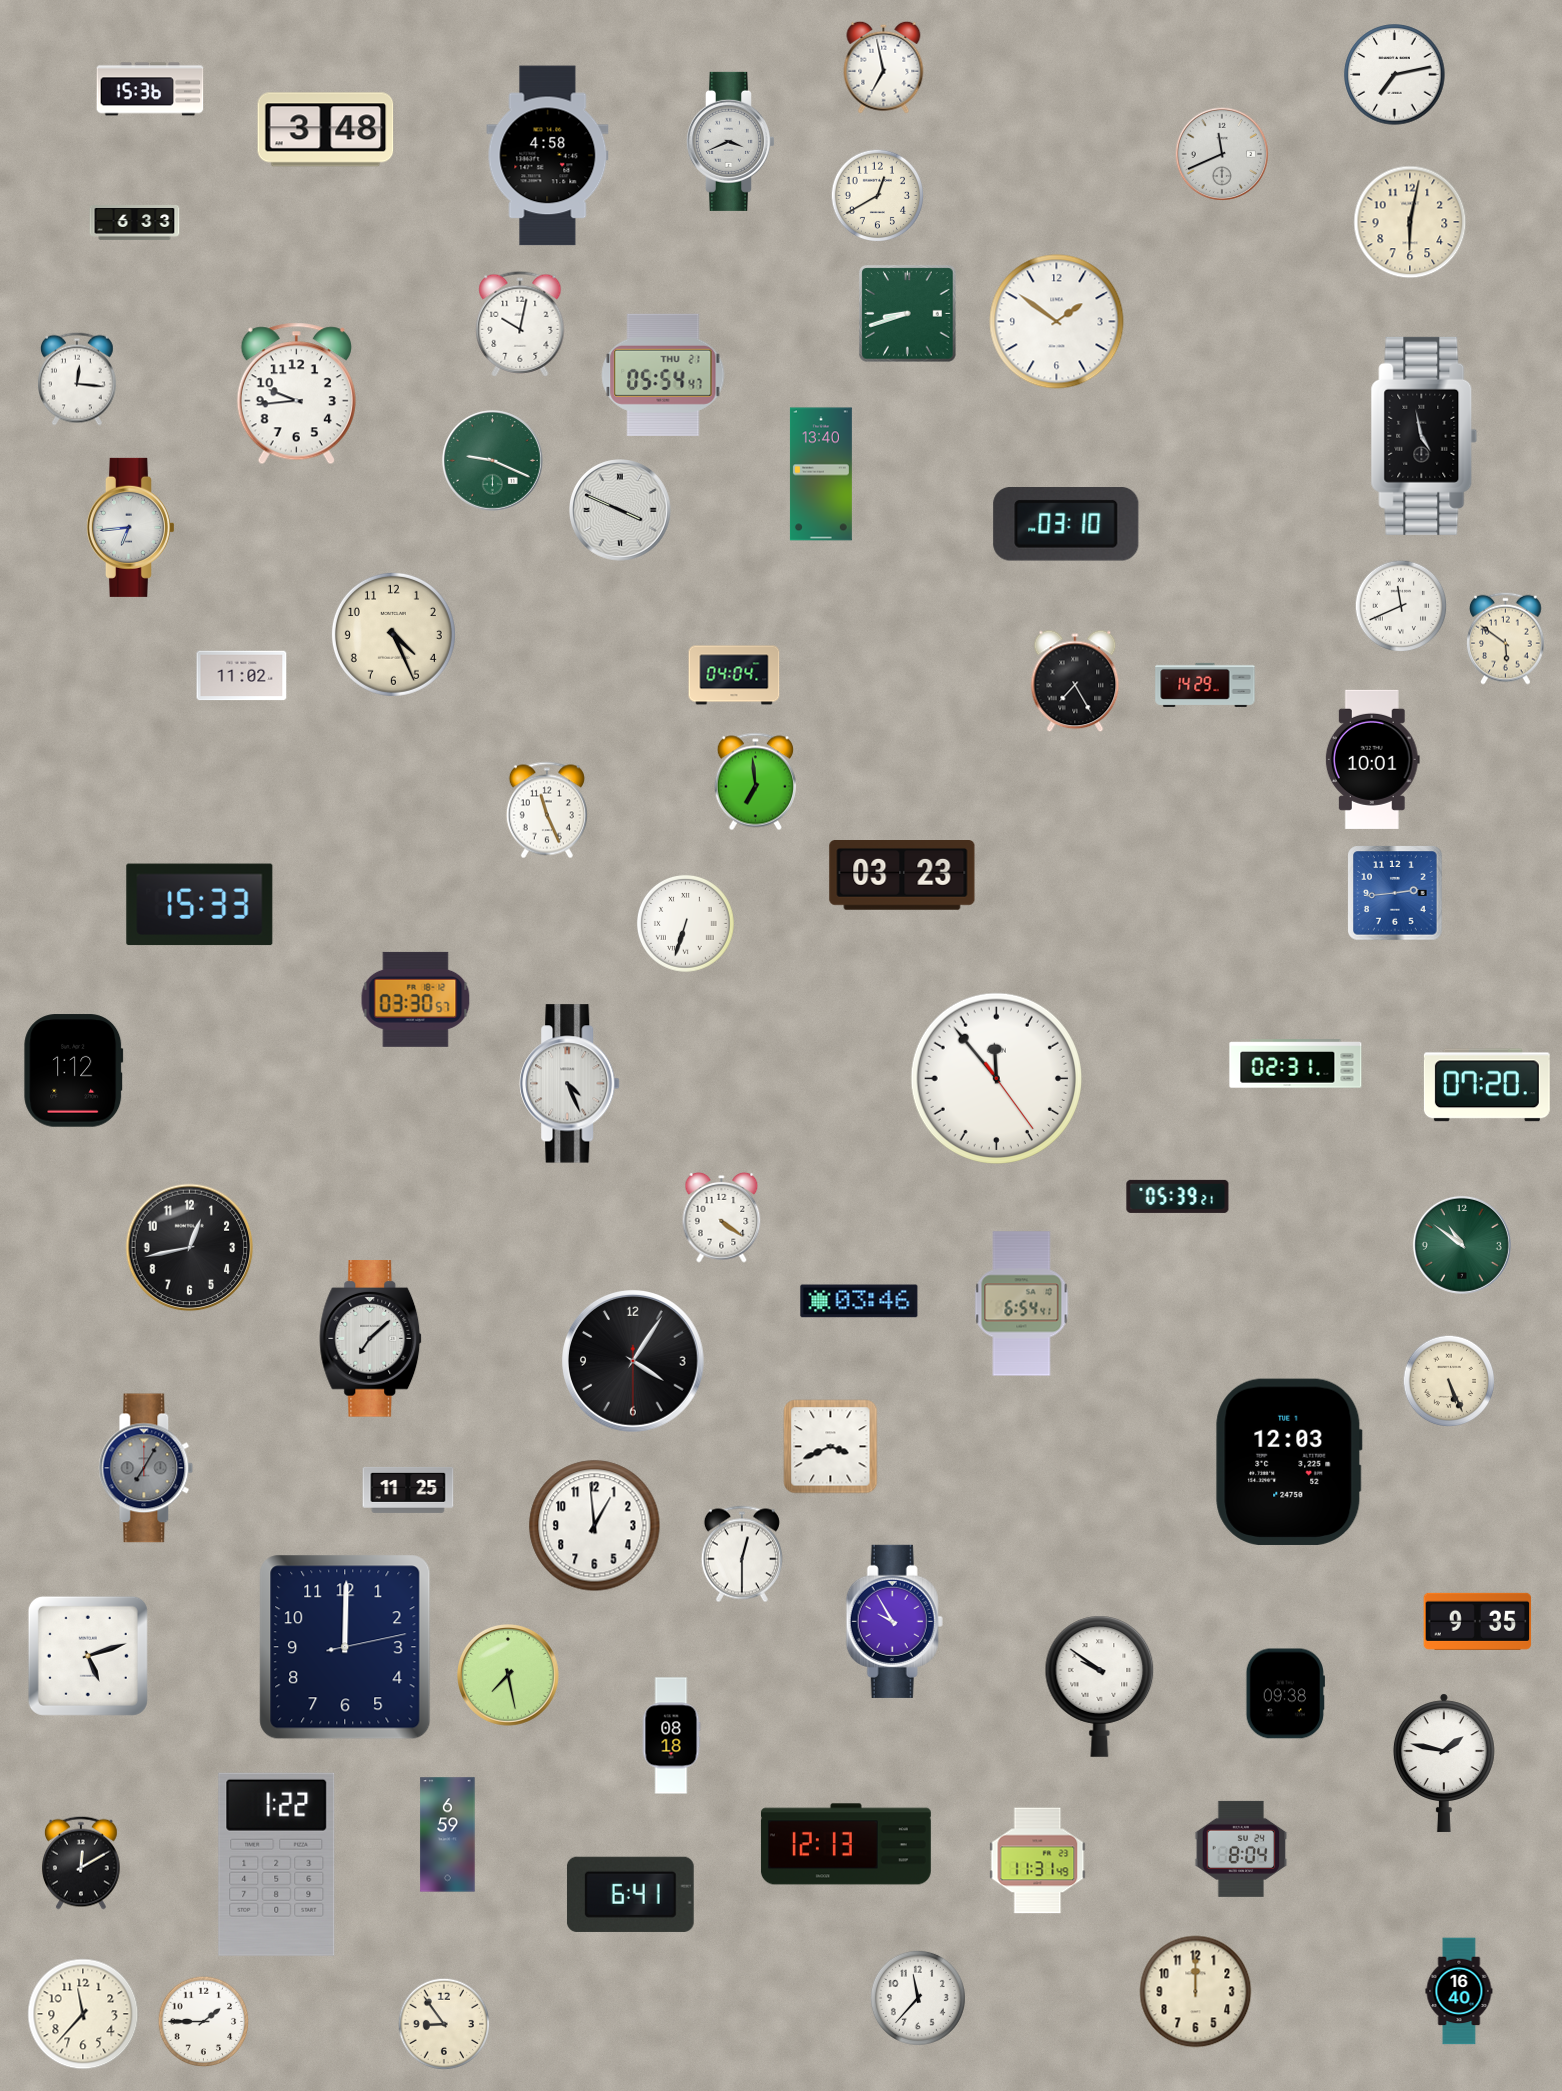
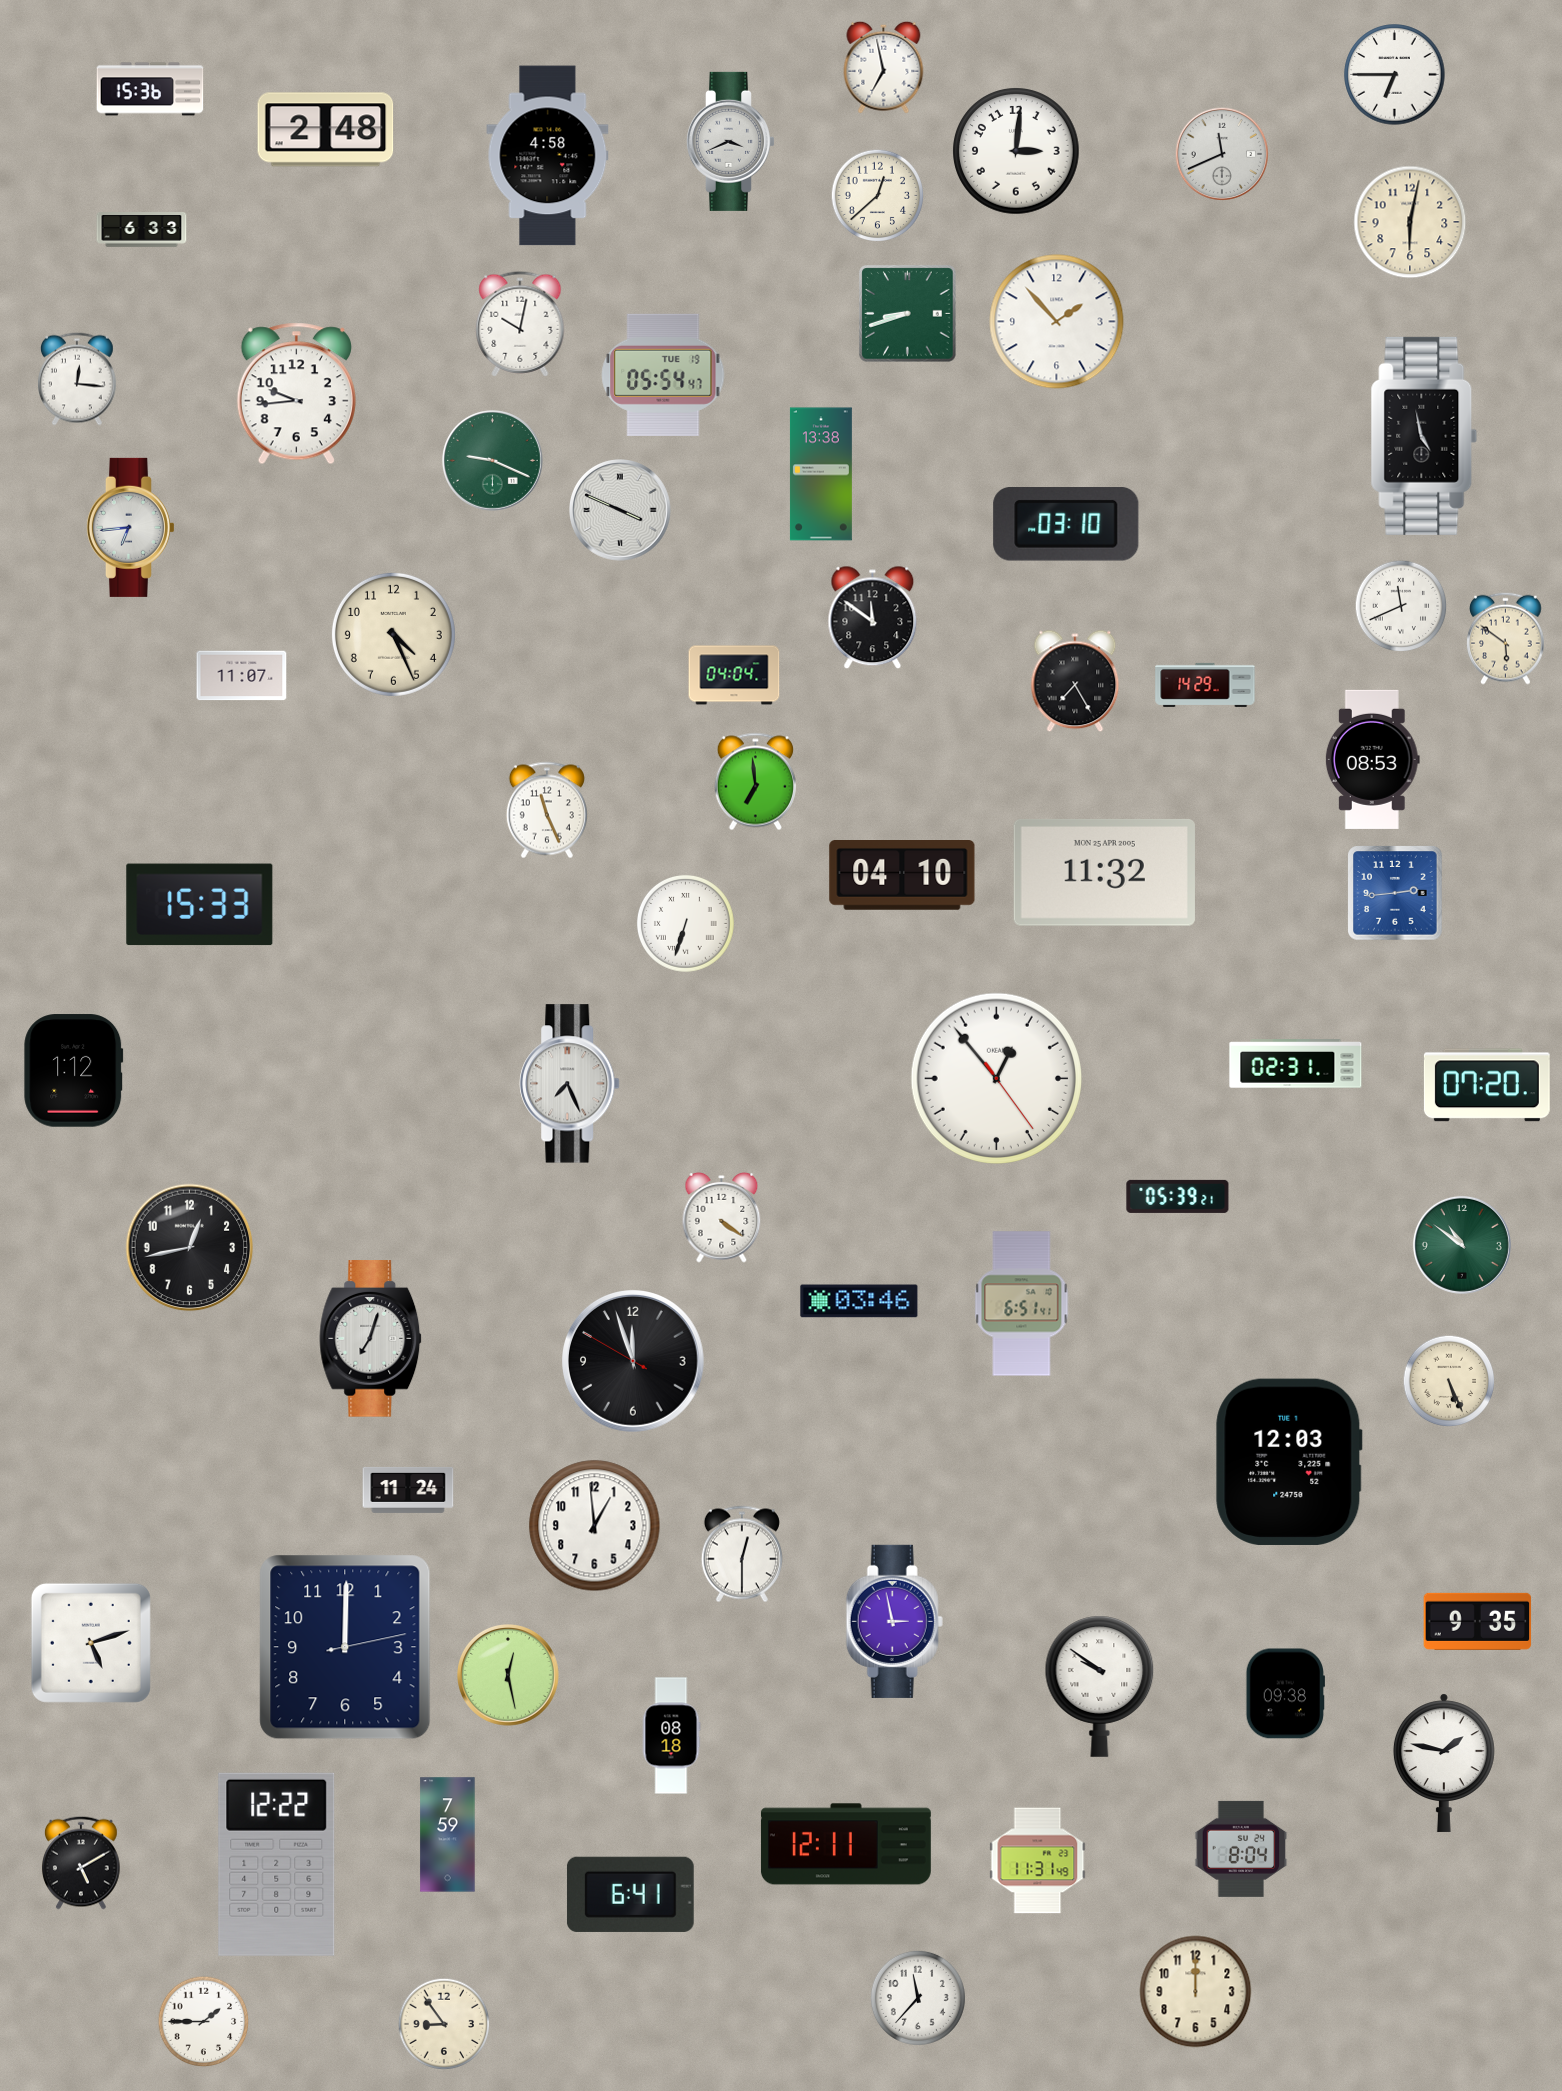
clock at (1395, 75): 7:13 -> 6:45
clock at (326, 130): 3:48 -> 2:48
clock at (1016, 151): none -> 3:01
clock at (877, 195): 12:40 -> 12:38
clock at (135, 223) position: (135, 223) -> (142, 230)
clock at (1057, 322): 1:51 -> 1:53
clock at (663, 375) date: THU 21 -> TUE 19
clock at (821, 474): 13:40 -> 13:38
clock at (873, 618): none -> 11:51
clock at (242, 676): 11:02 -> 11:07
clock at (1372, 759): 10:01 -> 08:53
clock at (1104, 872): none -> 11:32
clock at (902, 876): 03:23 -> 04:10
clock at (416, 999): 03:30 -> none
clock at (996, 1078): 11:53 -> 12:53
clock at (570, 1084): 4:26 -> 7:26
clock at (1022, 1304): 6:54 -> 6:51
clock at (371, 1339): 7:08 -> 7:03
clock at (634, 1362): 4:05 -> 11:56
clock at (831, 1447): 3:41 -> none
clock at (146, 1468): 7:05 -> none
clock at (408, 1490): 11:25 -> 11:24
clock at (894, 1621): 9:55 -> 2:58
clock at (88, 1656) position: (88, 1656) -> (91, 1643)
clock at (509, 1676): 7:28 -> 12:28
clock at (448, 1835): 6:59 -> 7:59
clock at (846, 1844): 12:13 -> 12:11
clock at (82, 1863): 12:10 -> 5:10
clock at (277, 1864): 1:22 -> 12:22
clock at (1459, 1991): 16:40 -> none
clock at (83, 2014): 11:37 -> none
